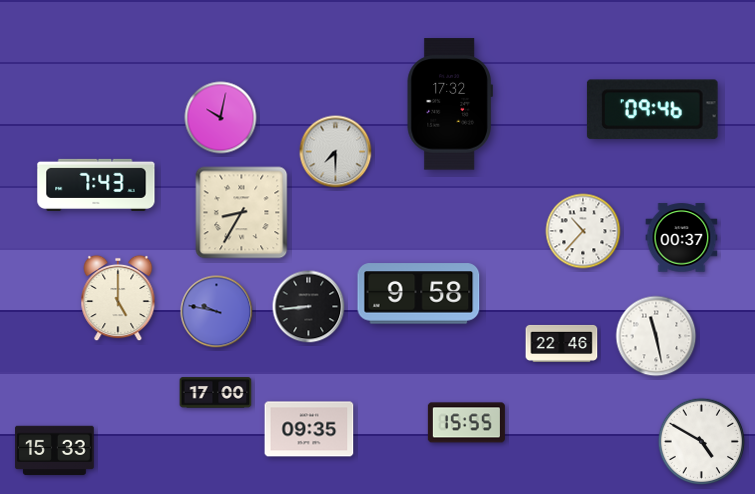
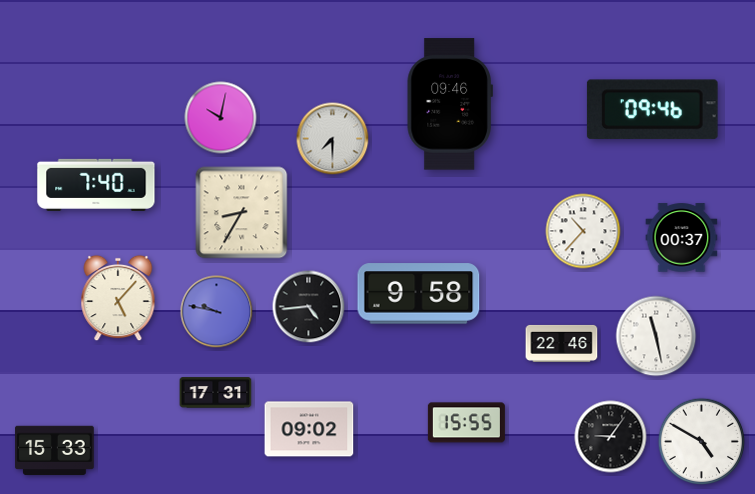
clock at (450, 104): 17:32 -> 09:46
clock at (336, 152) position: (336, 152) -> (333, 139)
clock at (96, 185): 7:43 -> 7:40
clock at (118, 298): 5:00 -> 5:07
clock at (309, 307): 8:44 -> 4:44
clock at (216, 393): 17:00 -> 17:31
clock at (309, 429): 09:35 -> 09:02
clock at (611, 437): none -> 9:06
